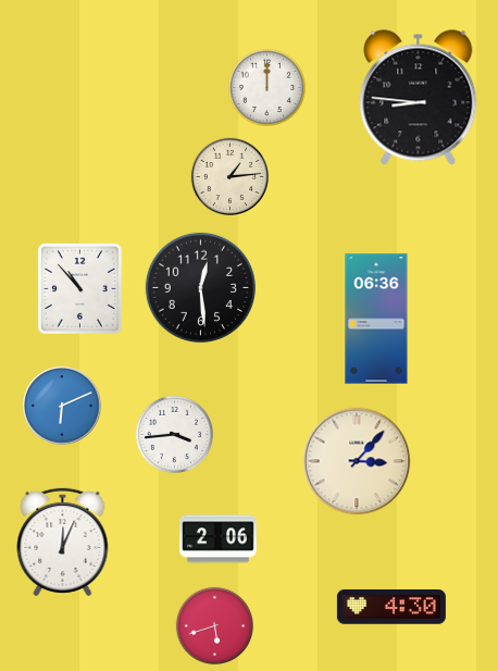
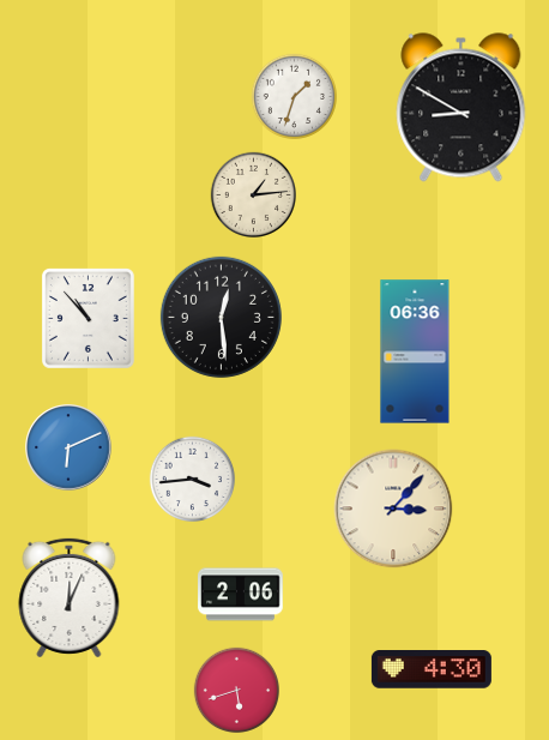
clock at (266, 87): 12:00 -> 1:33
clock at (419, 98): 8:46 -> 8:50
